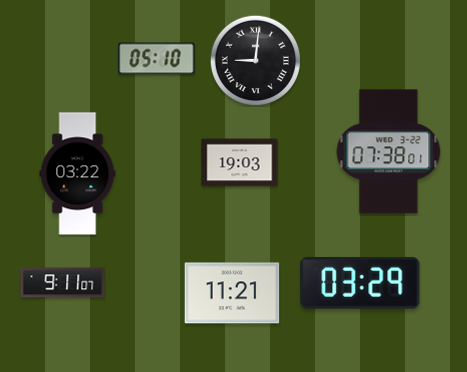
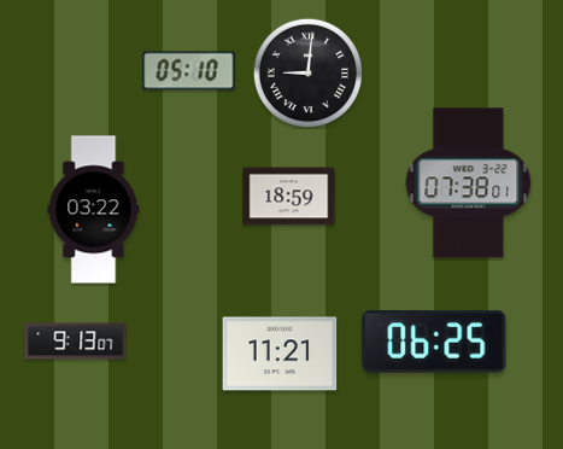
clock at (240, 163): 19:03 -> 18:59
clock at (63, 283): 9:11 -> 9:13
clock at (360, 283): 03:29 -> 06:25
